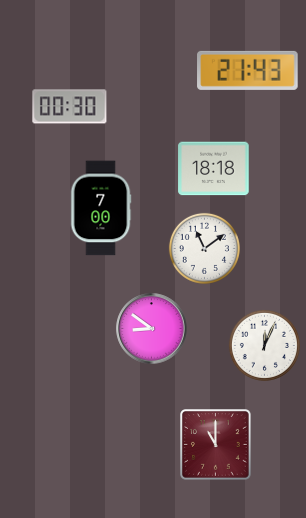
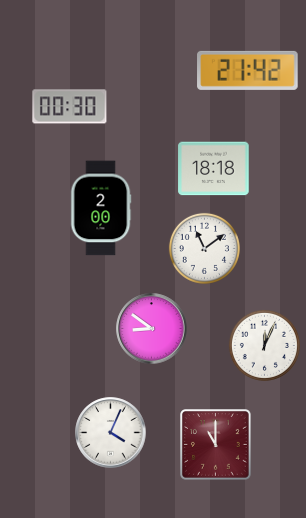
clock at (248, 70): 21:43 -> 21:42
clock at (101, 208): 7:00 -> 2:00
clock at (111, 433): none -> 4:04
